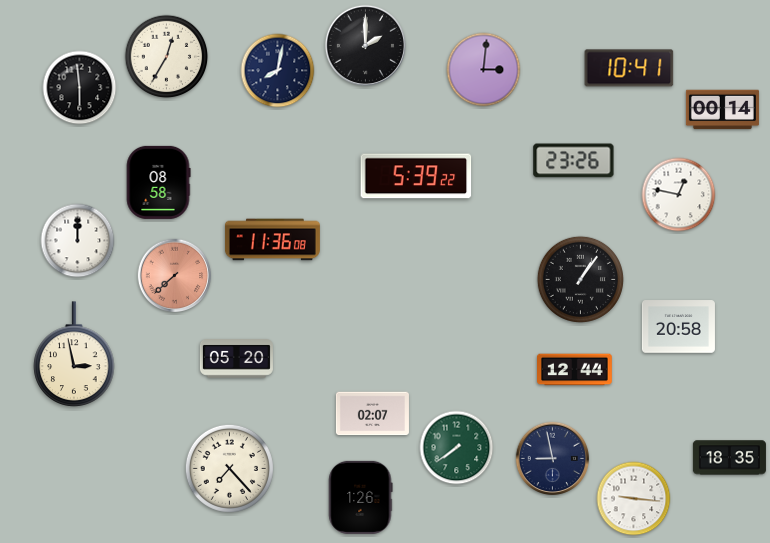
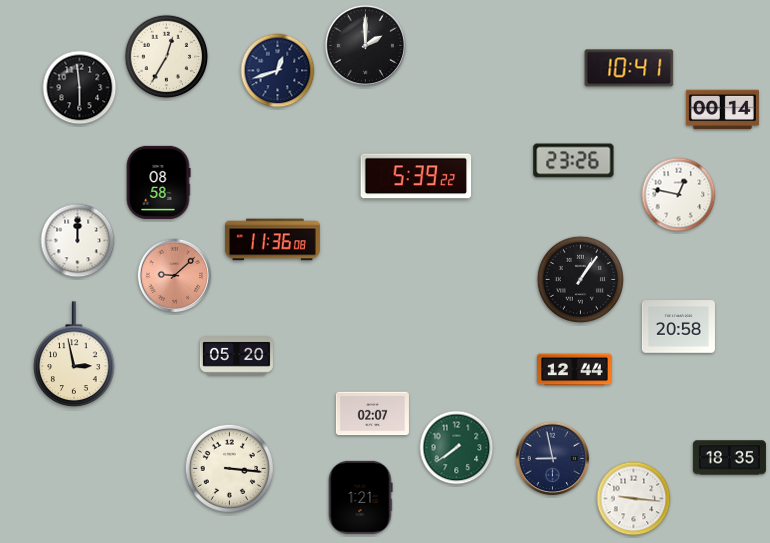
clock at (484, 70): 3:01 -> none
clock at (278, 71): 8:02 -> 12:42
clock at (175, 276): 7:38 -> 9:08
clock at (236, 359) position: (236, 359) -> (236, 356)
clock at (229, 468): 7:23 -> 3:16
clock at (361, 497): 1:26 -> 1:21
